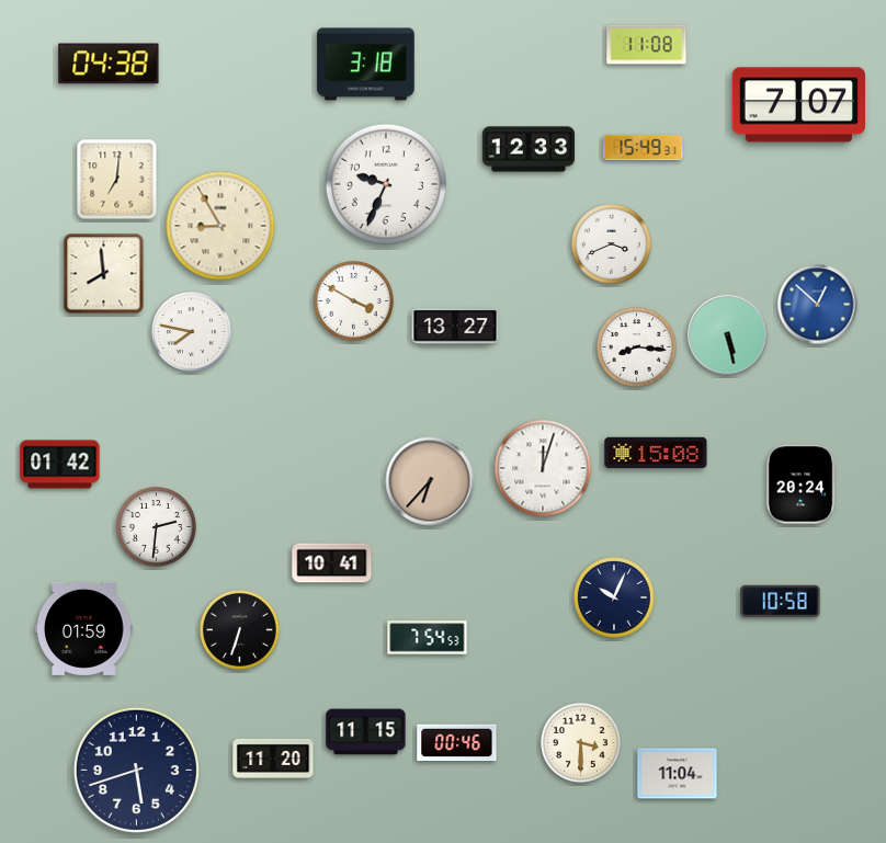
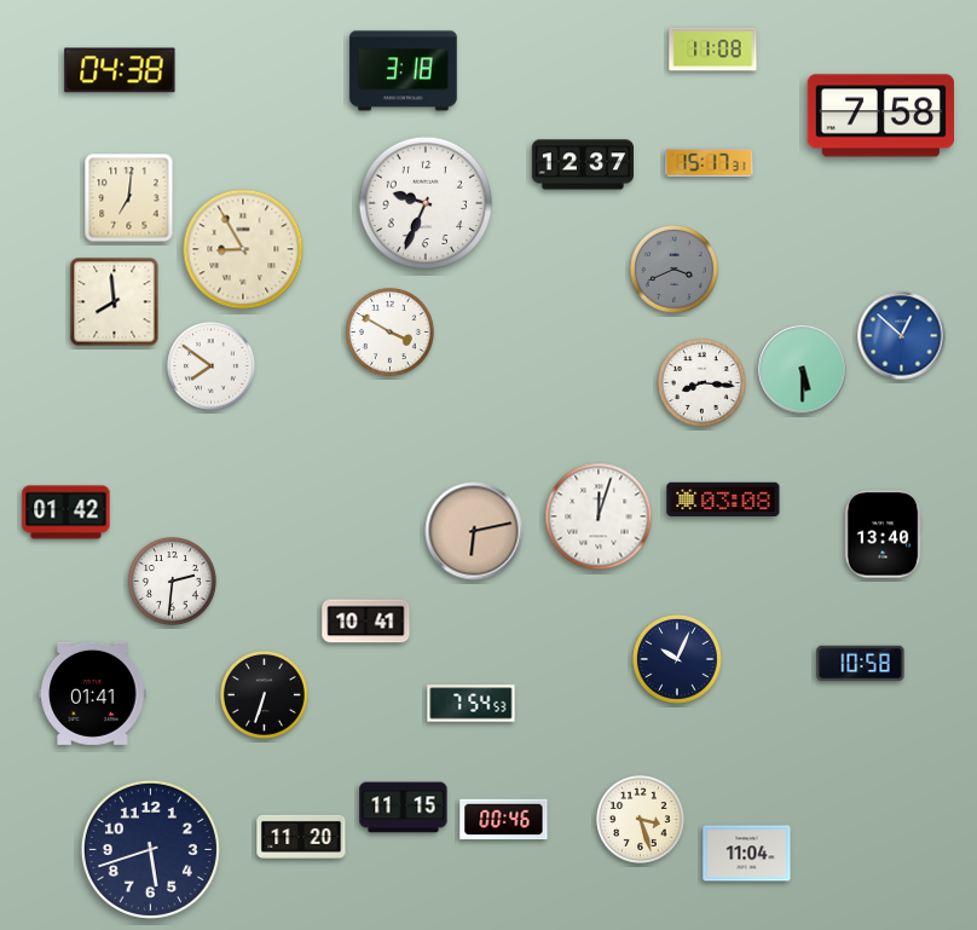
clock at (798, 105): 7:07 -> 7:58
clock at (644, 147): 15:49 -> 15:17
clock at (527, 149): 12:33 -> 12:37
clock at (612, 244) dial: white -> grey
clock at (455, 327): 13:27 -> none
clock at (192, 332): 7:47 -> 7:51
clock at (728, 335): 5:28 -> 5:30
clock at (656, 452): 15:08 -> 03:08
clock at (430, 481): 6:37 -> 6:13
clock at (800, 485): 20:24 -> 13:40
clock at (84, 628): 01:59 -> 01:41
clock at (581, 743): 3:30 -> 3:27
